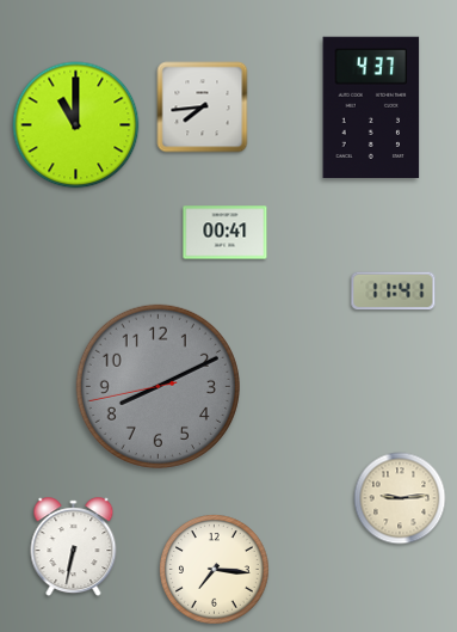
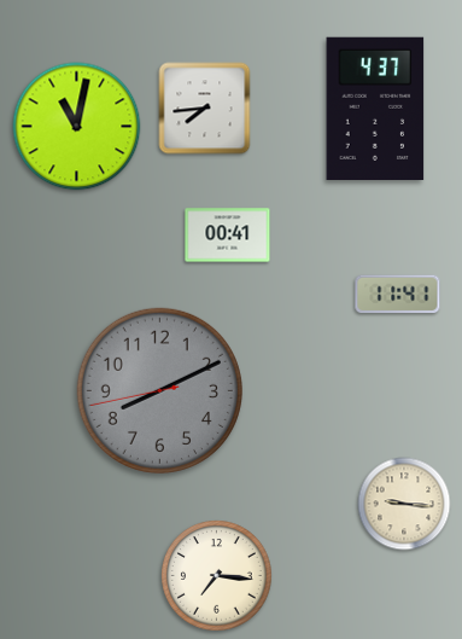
clock at (76, 125): 11:00 -> 11:02
clock at (400, 498): 9:14 -> 9:16
clock at (74, 547): 6:32 -> none
